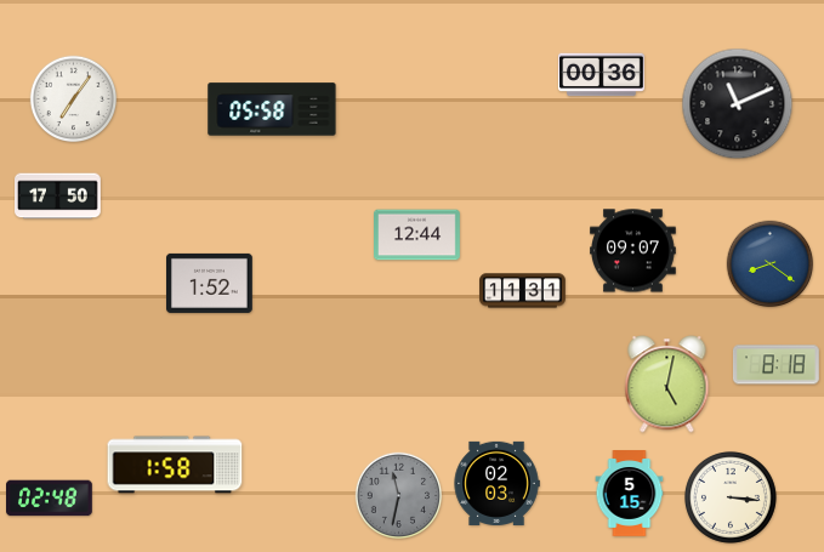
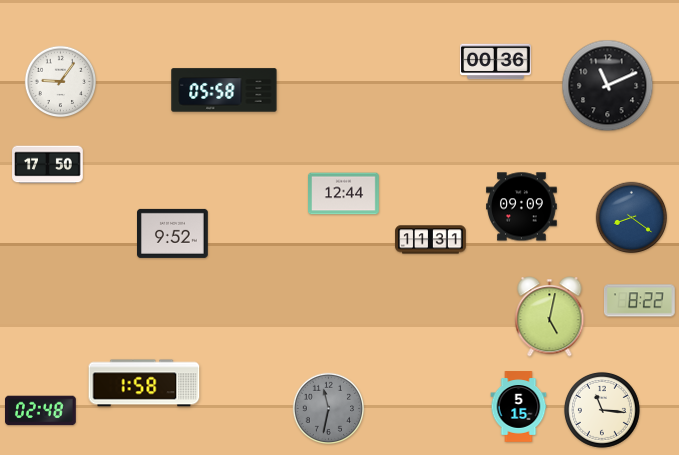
clock at (74, 99): 7:06 -> 9:06
clock at (58, 197) position: (58, 197) -> (48, 165)
clock at (633, 251): 09:07 -> 09:09
clock at (771, 264) position: (771, 264) -> (632, 218)
clock at (210, 283): 1:52 -> 9:52
clock at (777, 365): 8:18 -> 8:22
clock at (496, 483): 02:03 -> none
clock at (731, 497): 3:16 -> 11:16
